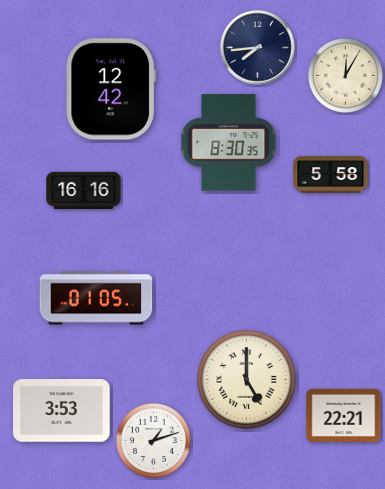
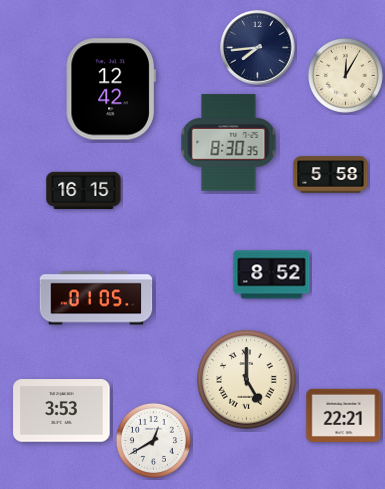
clock at (84, 190): 16:16 -> 16:15
clock at (272, 275): none -> 8:52
clock at (153, 440): 1:12 -> 12:40
